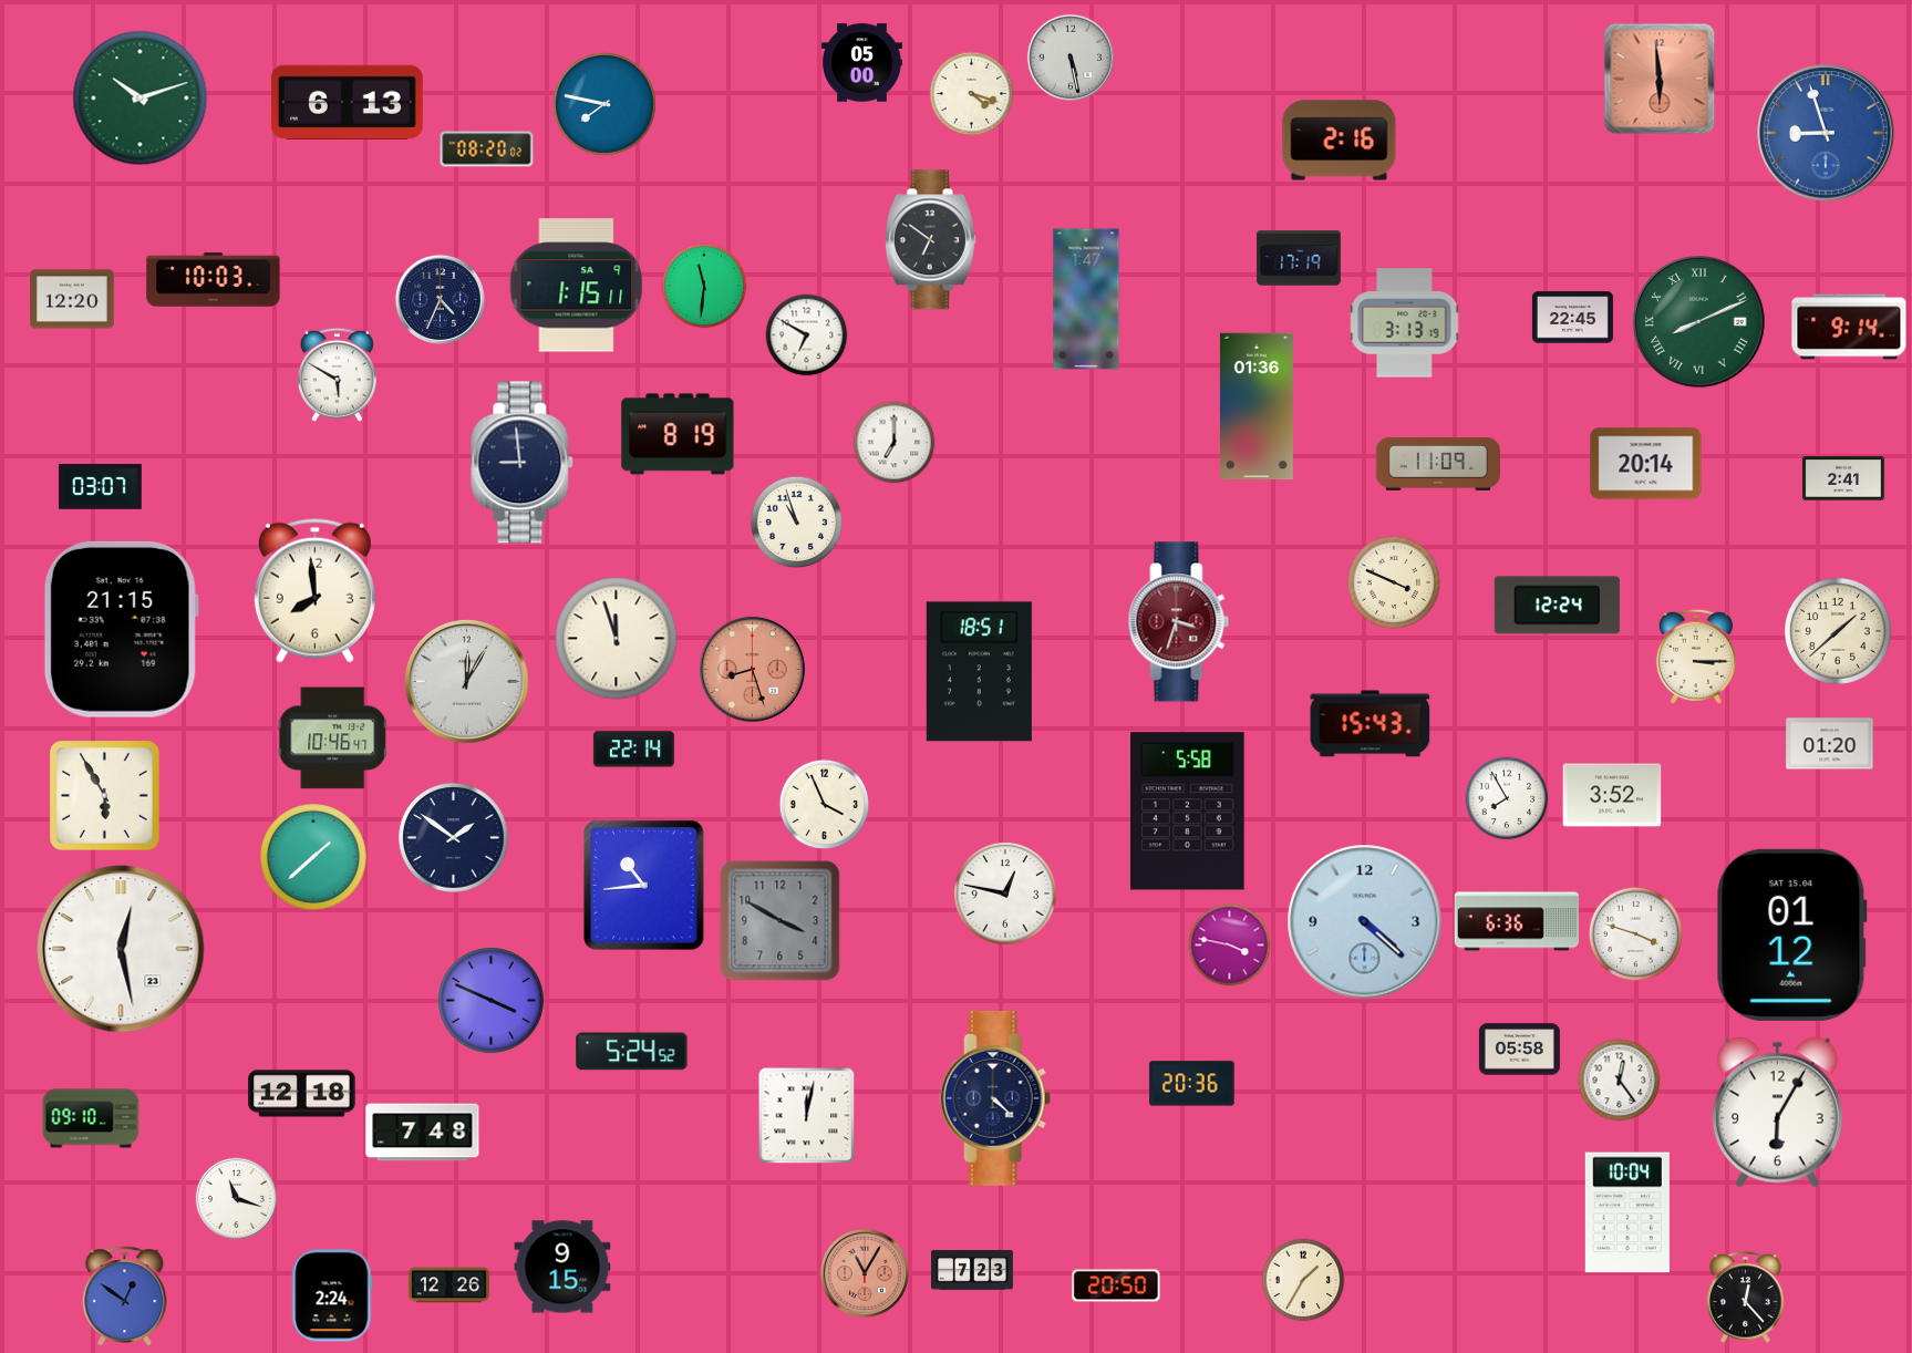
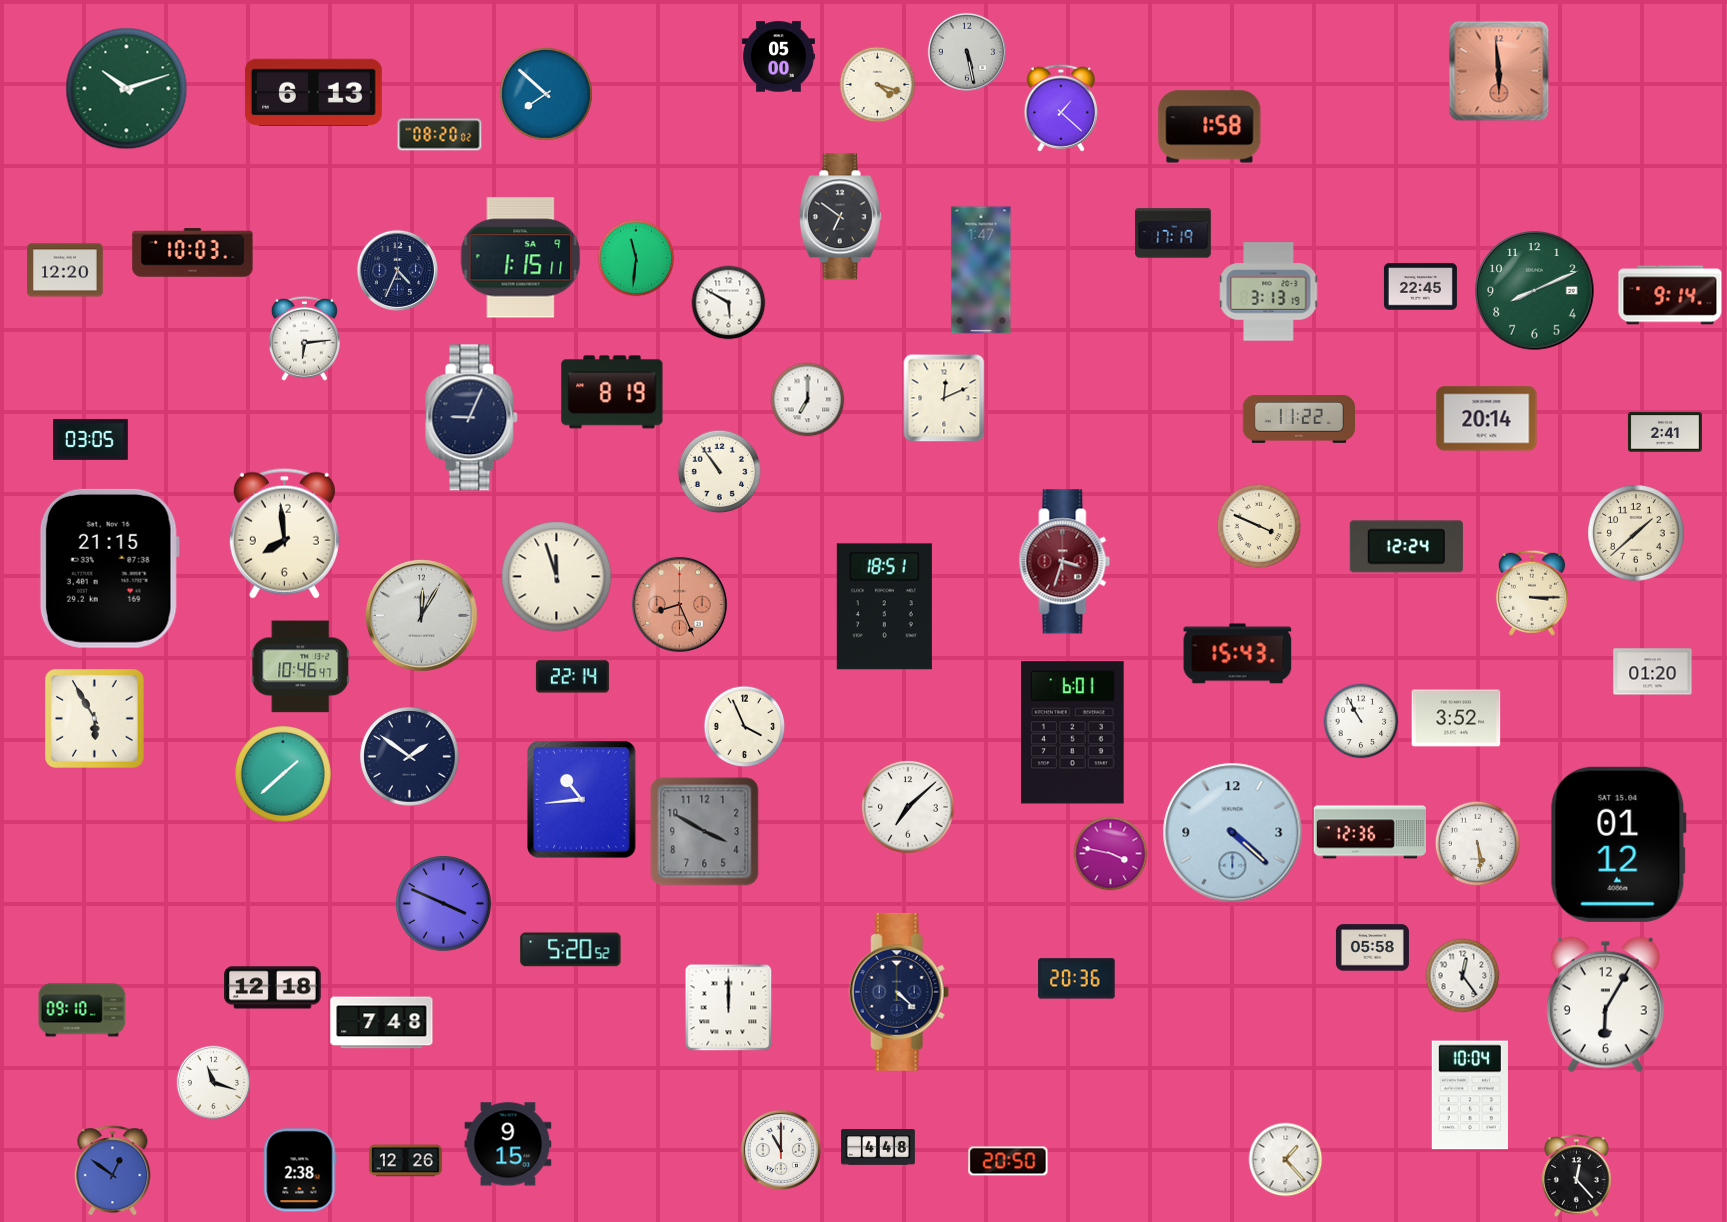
clock at (604, 104): 7:47 -> 7:52
clock at (1061, 108): none -> 1:22
clock at (1826, 133): 8:57 -> none
clock at (1340, 141): 2:16 -> 1:58
clock at (1699, 322) numerals: Roman -> Arabic
clock at (807, 335): 6:50 -> 5:50
clock at (337, 374): 5:50 -> 6:14
clock at (1257, 406): 01:36 -> none
clock at (944, 398): none -> 12:11
clock at (523, 463): 8:59 -> 9:04
clock at (1437, 464): 11:09 -> 11:22
clock at (101, 486): 03:07 -> 03:05
clock at (797, 523): 10:57 -> 10:54
clock at (1838, 631) position: (1838, 631) -> (1636, 533)
clock at (752, 669): 8:27 -> 8:26
clock at (1507, 798): 7:55 -> 10:55
clock at (1188, 812): 5:58 -> 6:01
clock at (1005, 894): 12:47 -> 7:08
clock at (1516, 921): 6:36 -> 12:36
clock at (1635, 933): 3:48 -> 5:29
clock at (121, 949): 12:28 -> none
clock at (632, 1052): 5:24 -> 5:20
clock at (807, 1116): 12:02 -> 12:00
clock at (973, 1270): 7:23 -> 4:48
clock at (865, 1273): 11:05 -> 11:00
clock at (865, 1273) dial: salmon -> white
clock at (1303, 1280): 1:35 -> none
clock at (1286, 1160): none -> 1:23
clock at (332, 1295): 2:24 -> 2:38
clock at (1746, 1298) position: (1746, 1298) -> (1577, 1176)
